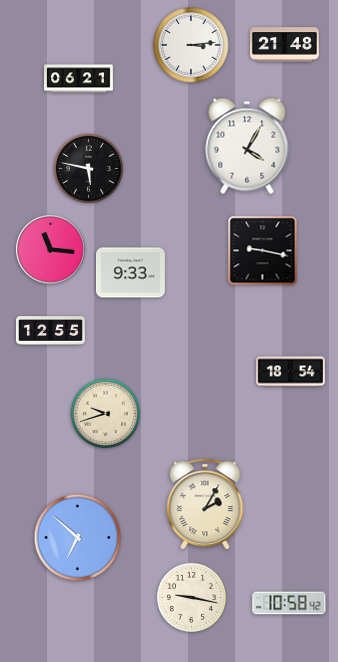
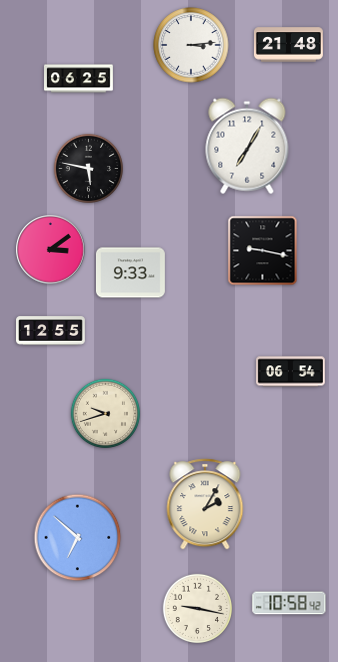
clock at (284, 45) position: (284, 45) -> (288, 45)
clock at (79, 79): 06:21 -> 06:25
clock at (247, 146): 4:05 -> 7:05
clock at (51, 250): 11:16 -> 3:09
clock at (290, 372): 18:54 -> 06:54
clock at (191, 597) position: (191, 597) -> (197, 608)
